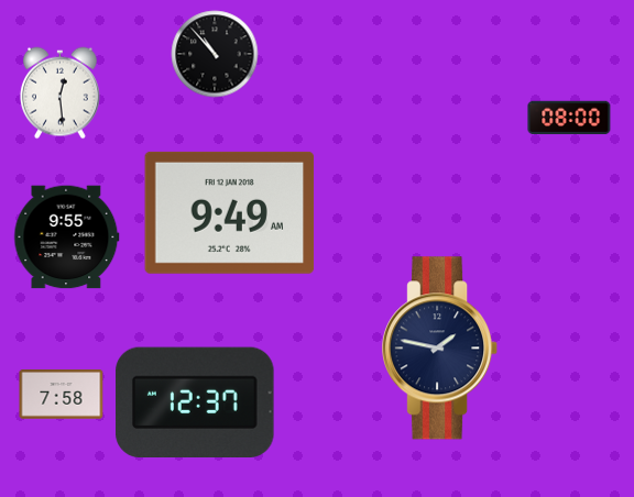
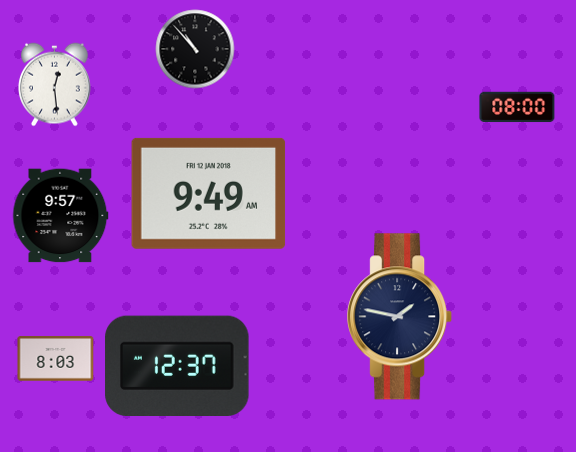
clock at (67, 238): 9:55 -> 9:57
clock at (62, 395): 7:58 -> 8:03
